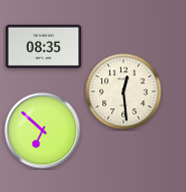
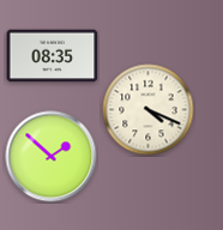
clock at (124, 92): 12:29 -> 4:19
clock at (43, 131): 6:52 -> 1:52
